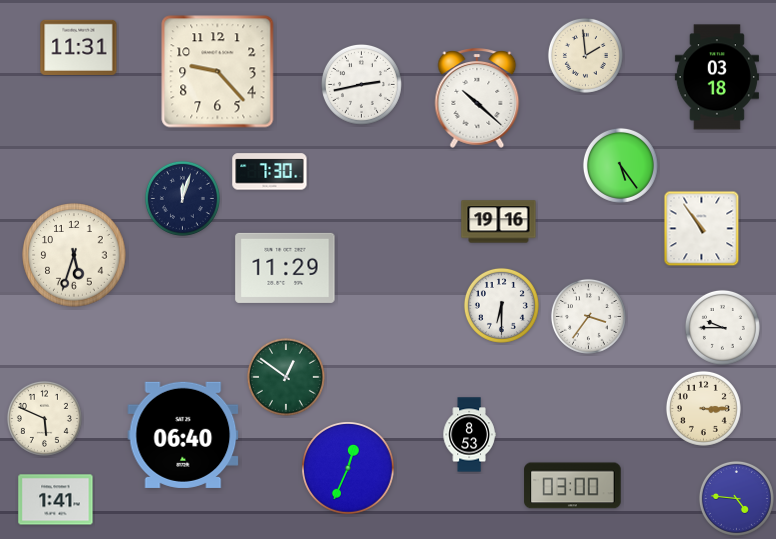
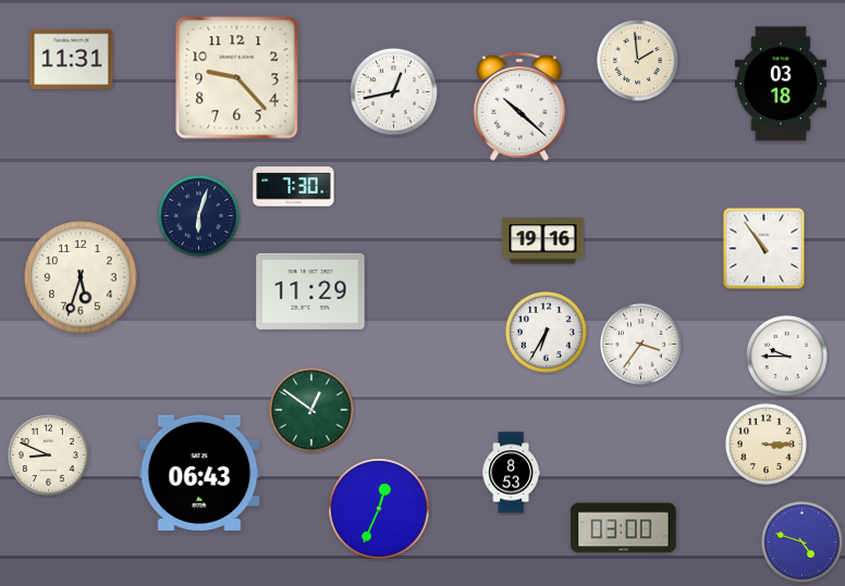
clock at (79, 47) position: (79, 47) -> (72, 59)
clock at (361, 84): 2:43 -> 12:43
clock at (620, 165): 5:24 -> none
clock at (182, 198): 12:03 -> 6:03
clock at (501, 305): 6:30 -> 6:35
clock at (44, 418): 5:49 -> 8:49
clock at (183, 435): 06:40 -> 06:43
clock at (736, 498): 4:46 -> 4:48
clock at (56, 500): 1:41 -> none
